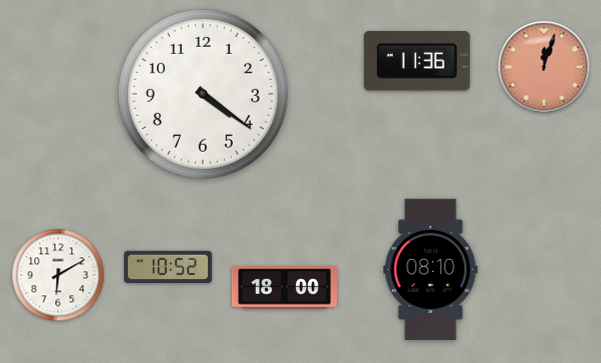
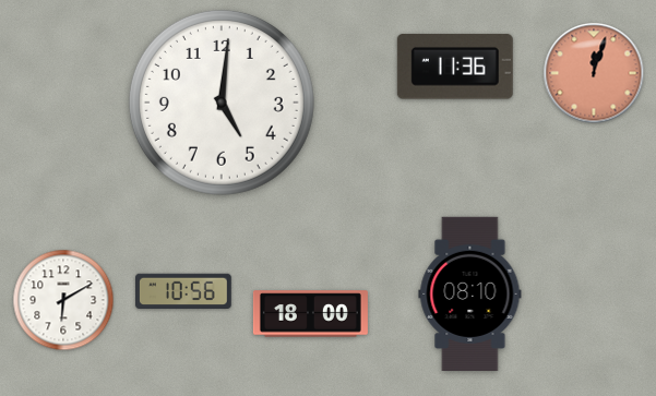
clock at (203, 94): 4:21 -> 5:01
clock at (169, 266): 10:52 -> 10:56
